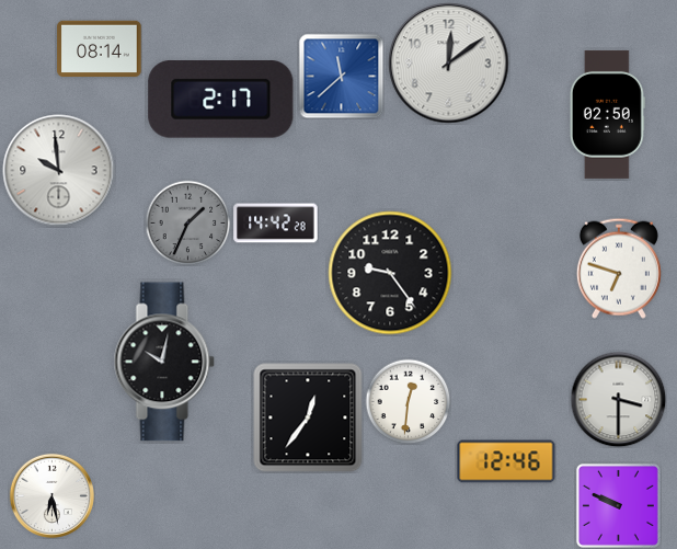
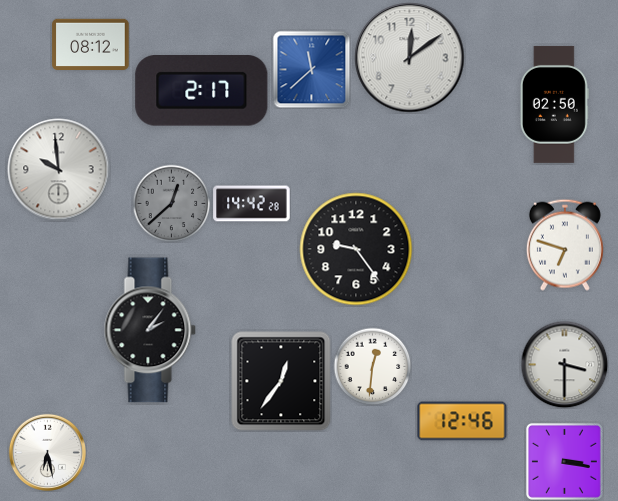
clock at (100, 49): 08:14 -> 08:12
clock at (59, 171) position: (59, 171) -> (59, 170)
clock at (187, 222): 1:34 -> 12:38
clock at (164, 362): 10:02 -> 2:06
clock at (618, 505): 9:49 -> 3:17
